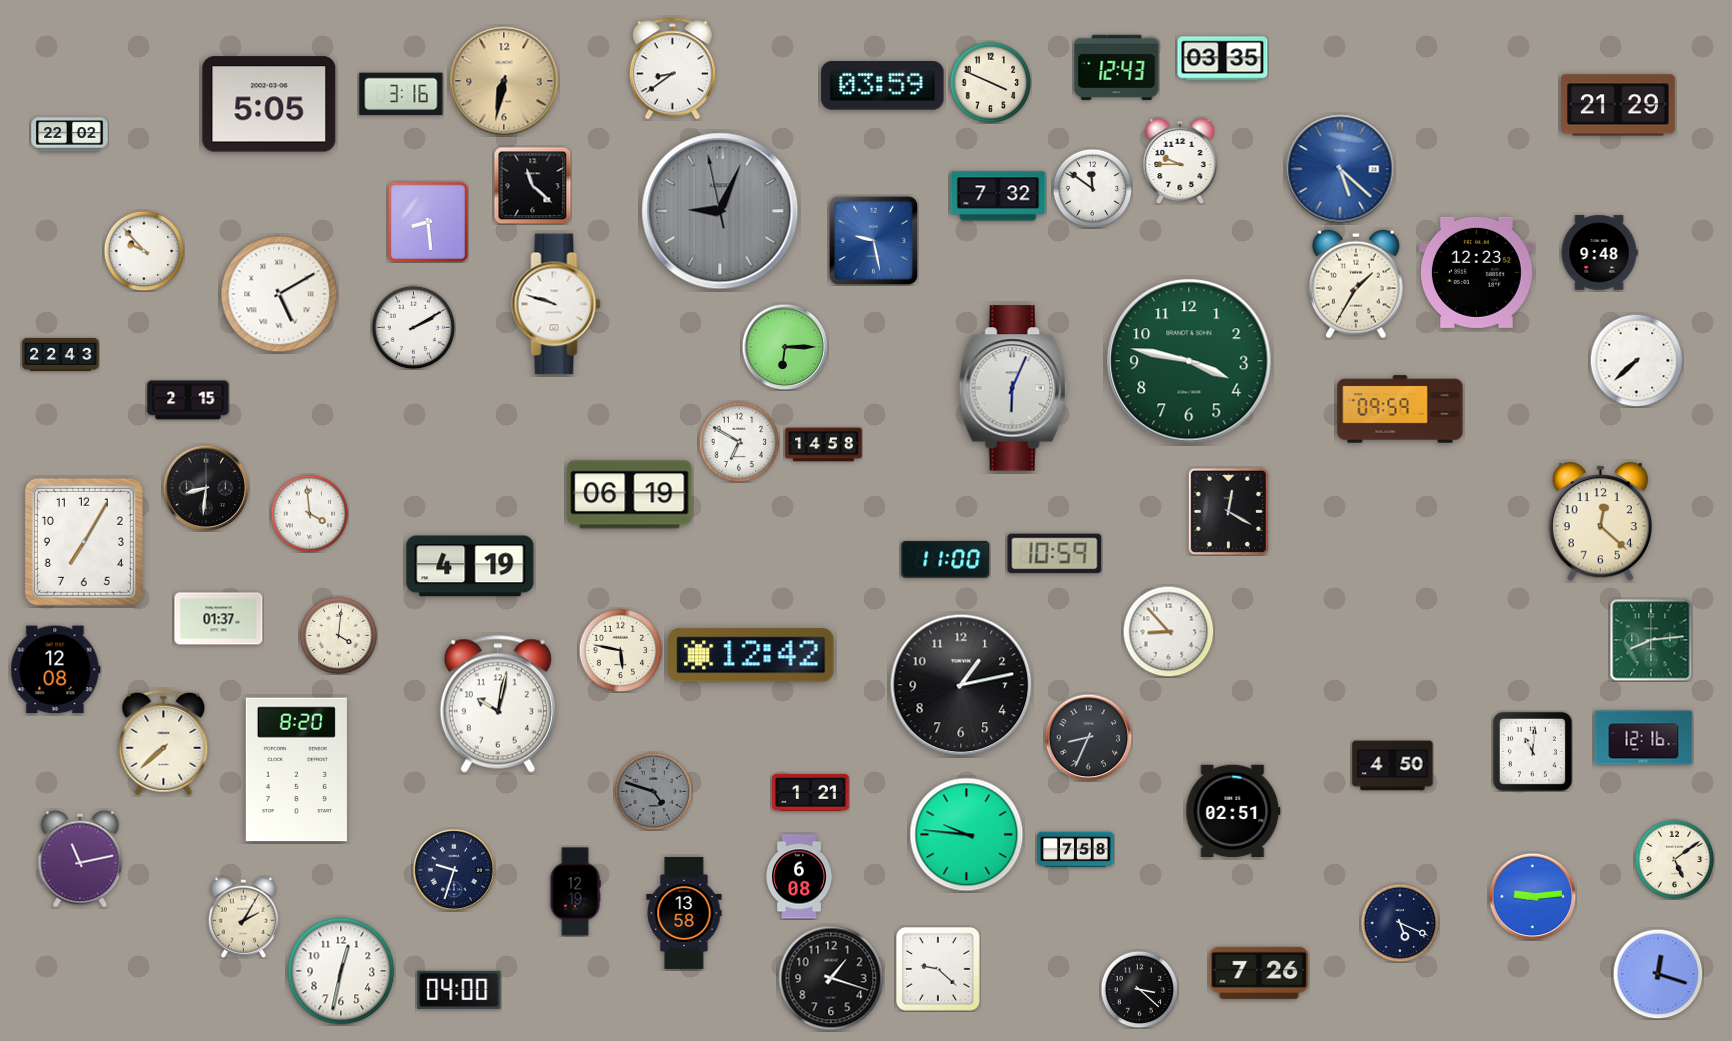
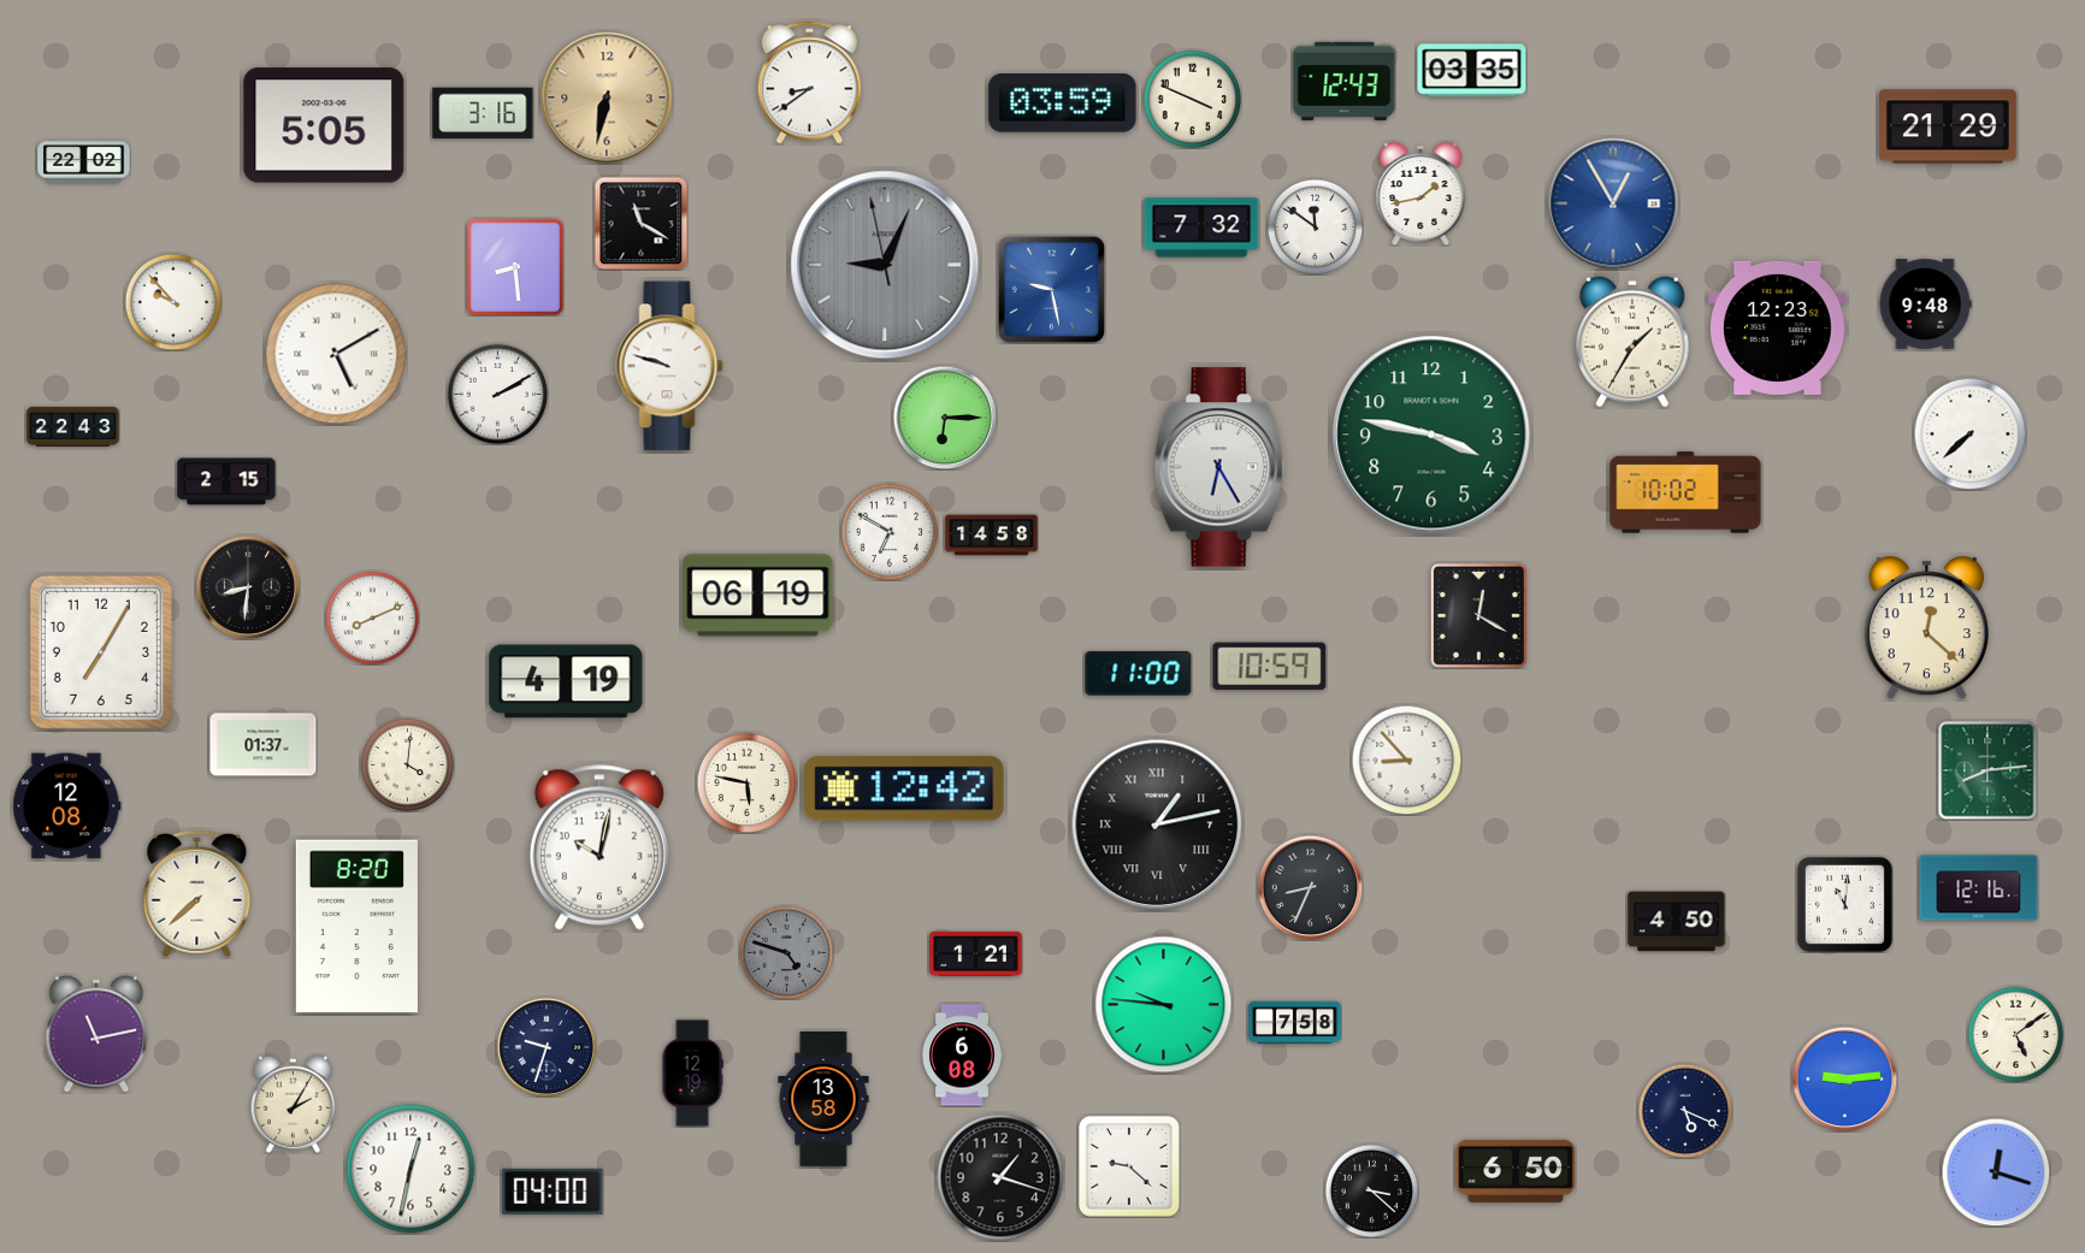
clock at (1180, 161): 9:45 -> 1:43
clock at (1340, 169): 5:22 -> 12:55
clock at (532, 185): 11:22 -> 11:20
clock at (998, 196) position: (998, 196) -> (1201, 227)
clock at (720, 211) position: (720, 211) -> (885, 265)
clock at (1013, 388): 6:04 -> 6:25
clock at (1400, 409): 09:59 -> 10:02
clock at (309, 513): 3:59 -> 8:11
clock at (961, 685) numerals: Arabic -> Roman
clock at (1233, 811): 02:51 -> none
clock at (1259, 973): 7:26 -> 6:50
